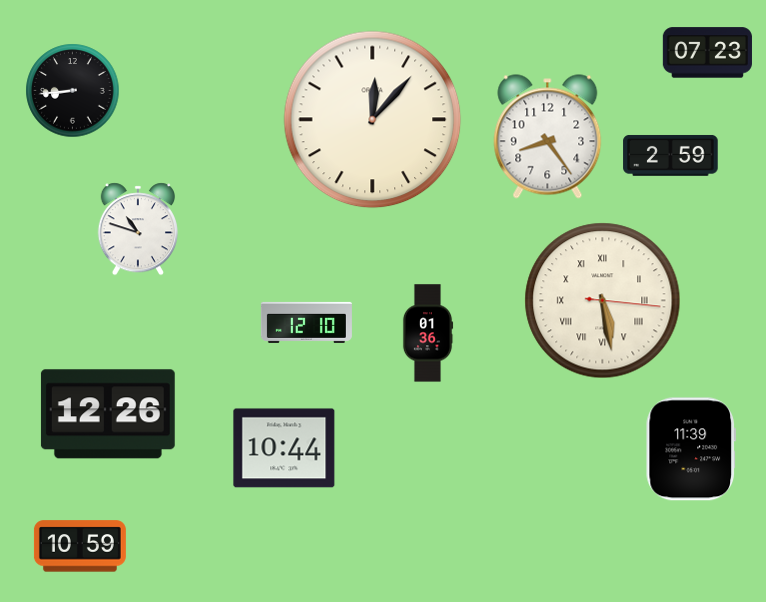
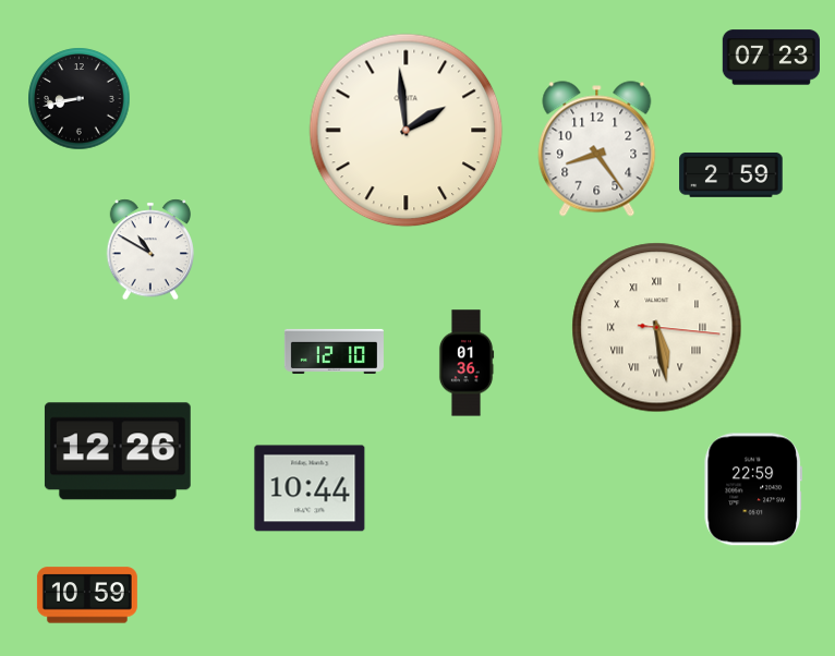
clock at (73, 91): 8:44 -> 8:43
clock at (373, 120): 12:07 -> 1:59
clock at (671, 155) position: (671, 155) -> (731, 174)
clock at (137, 229): 10:48 -> 10:50
clock at (690, 449): 11:39 -> 22:59
